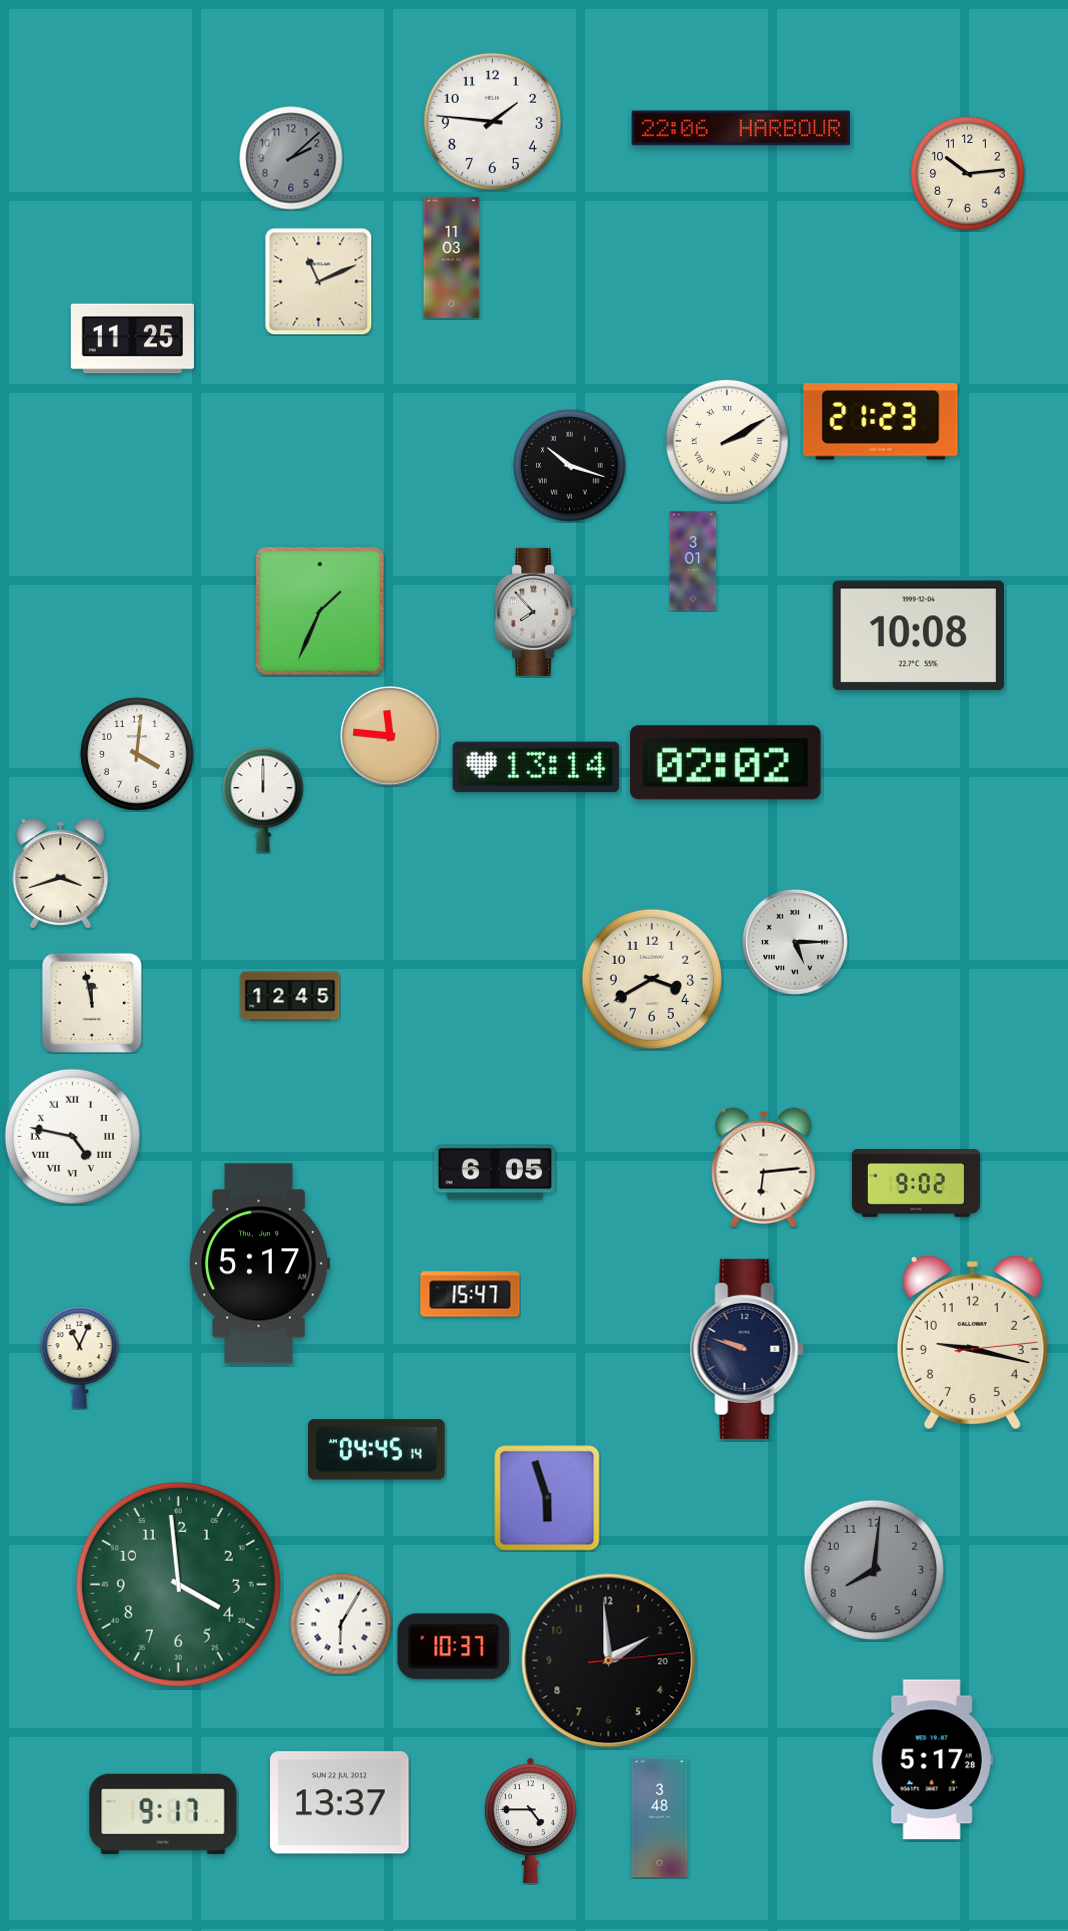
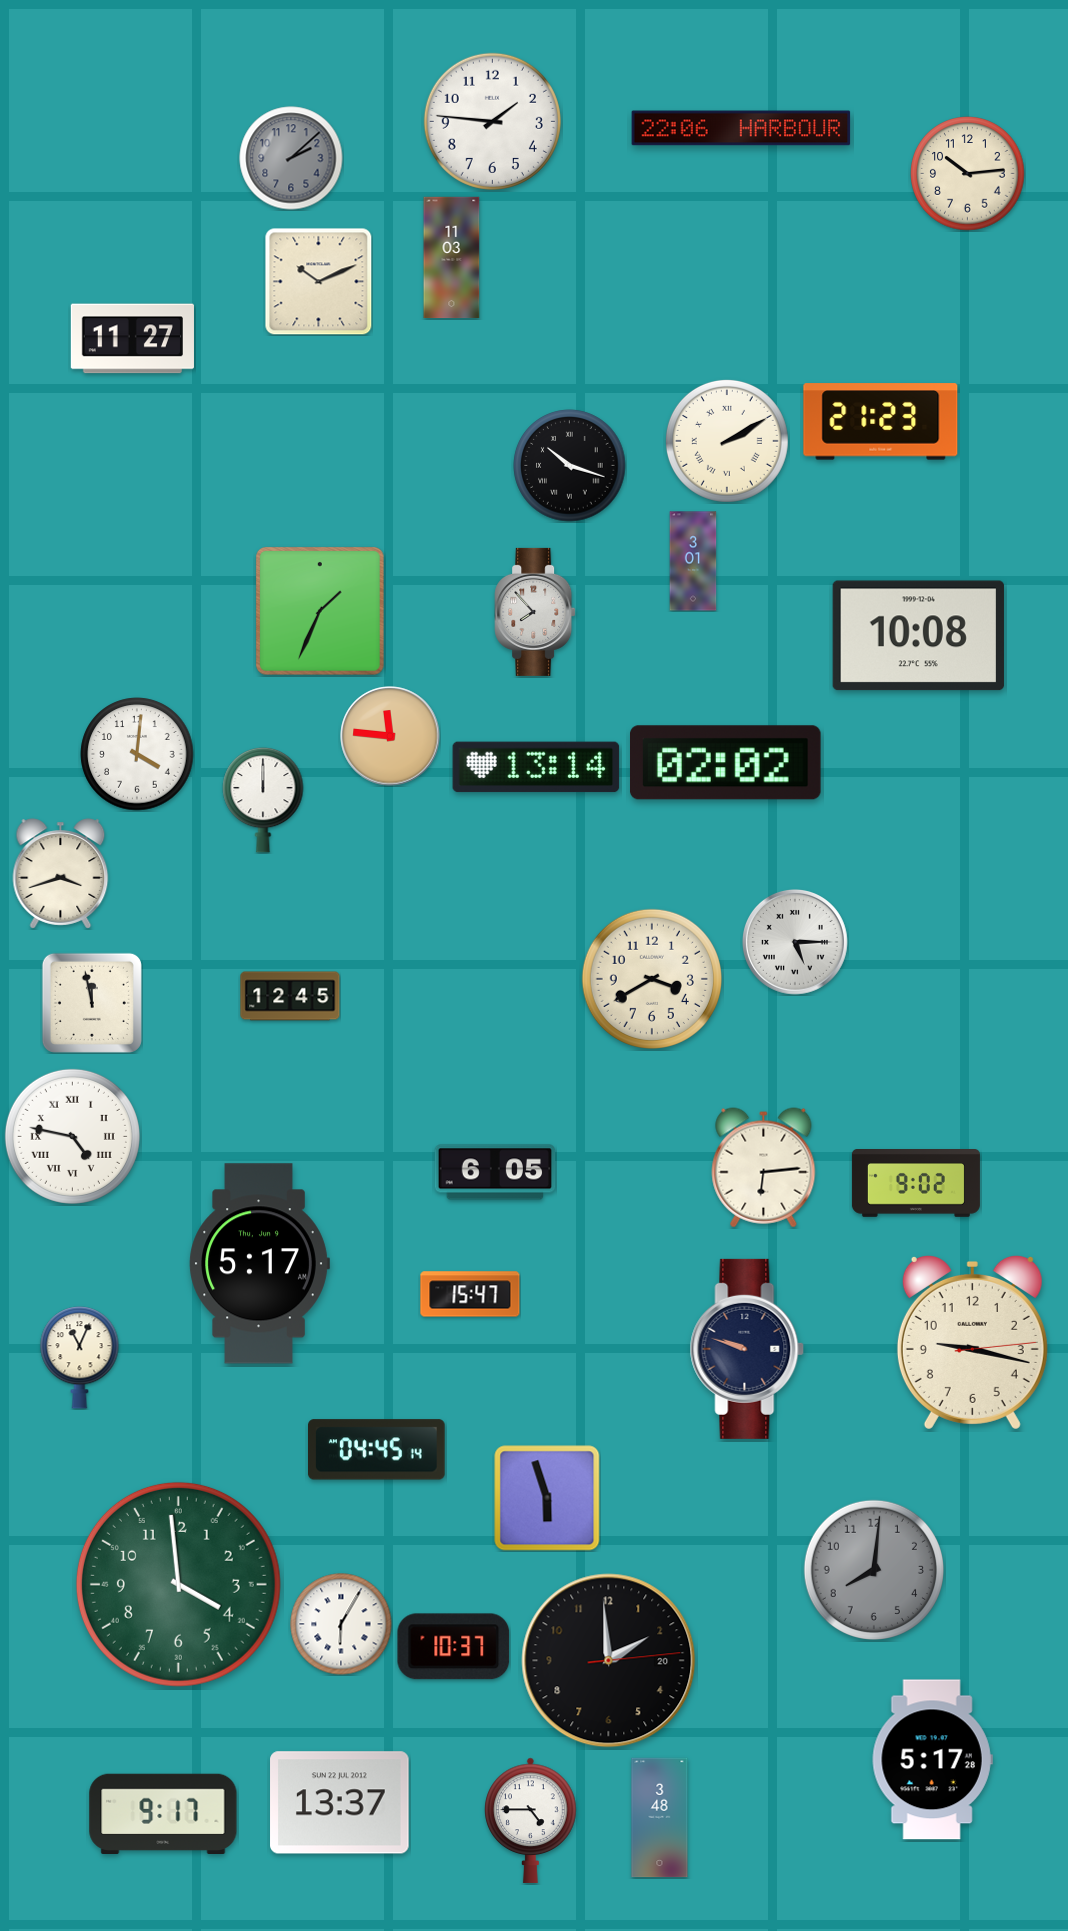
clock at (319, 282): 11:11 -> 10:11
clock at (132, 339): 11:25 -> 11:27
